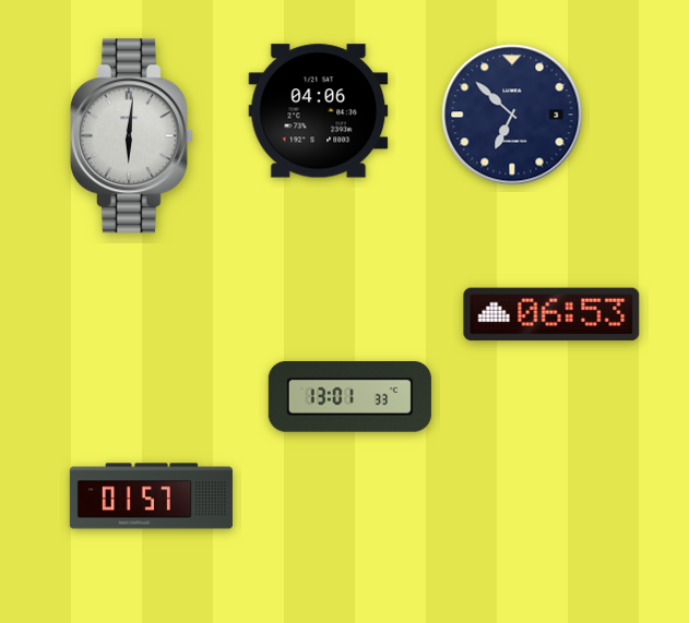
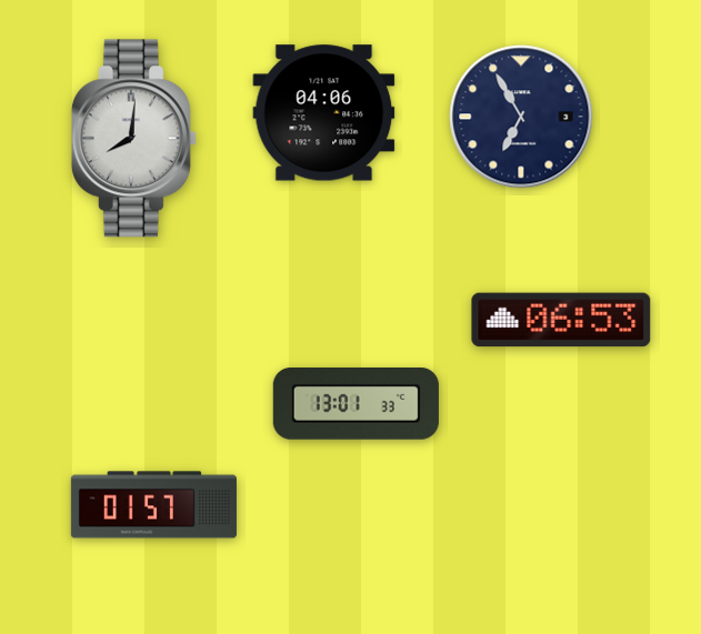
clock at (512, 115): 6:52 -> 6:55
clock at (131, 136): 6:01 -> 8:01
